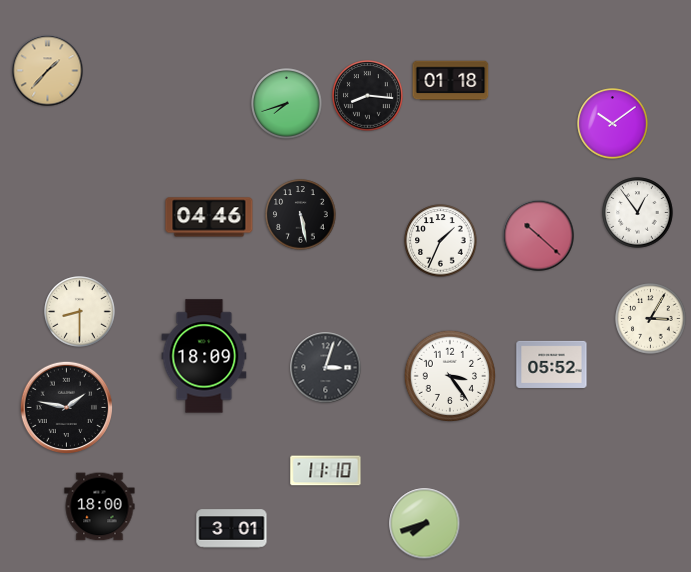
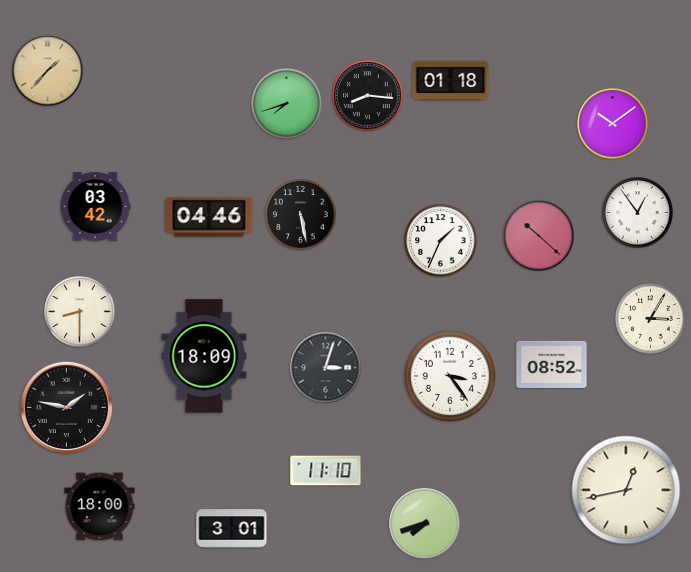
clock at (95, 207): none -> 03:42
clock at (552, 364): 05:52 -> 08:52
clock at (626, 490): none -> 12:43
